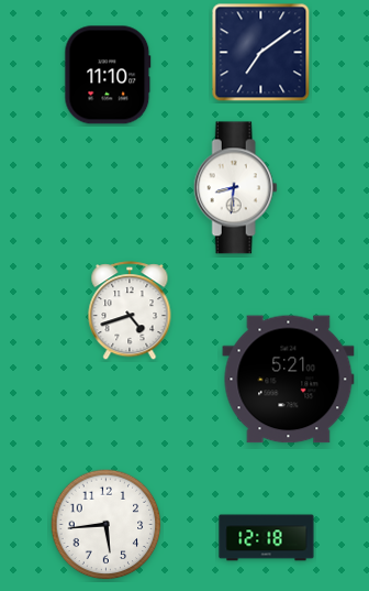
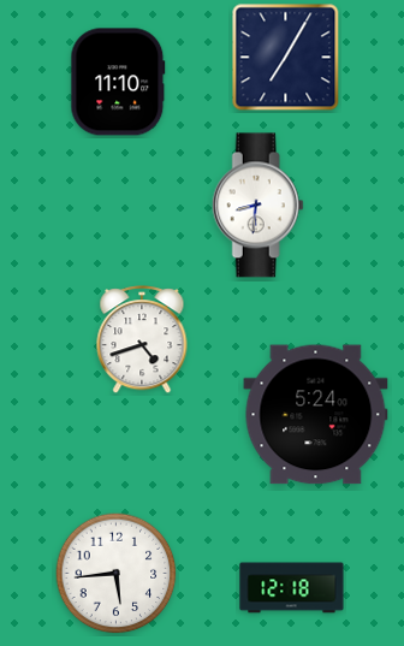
clock at (261, 53): 7:09 -> 7:05
clock at (289, 380): 5:21 -> 5:24
